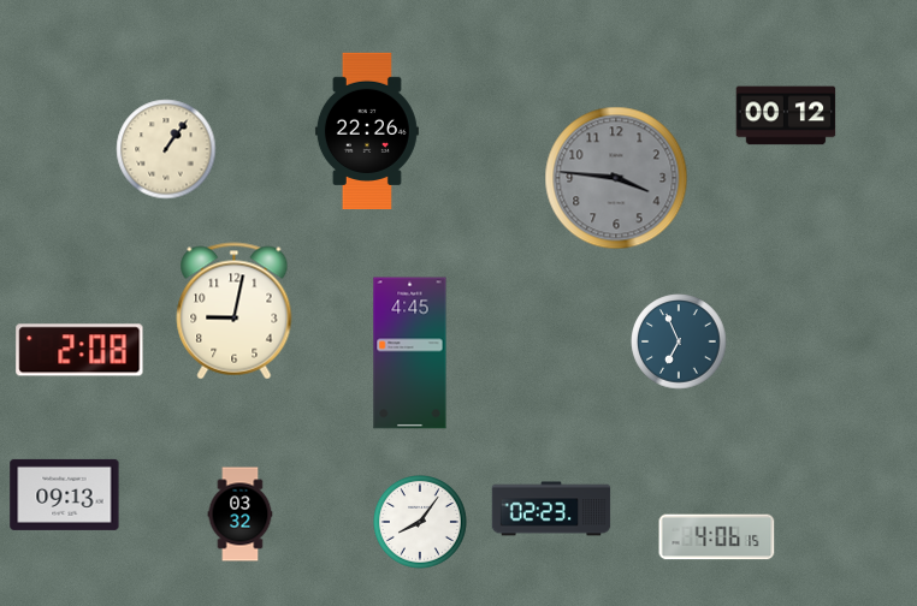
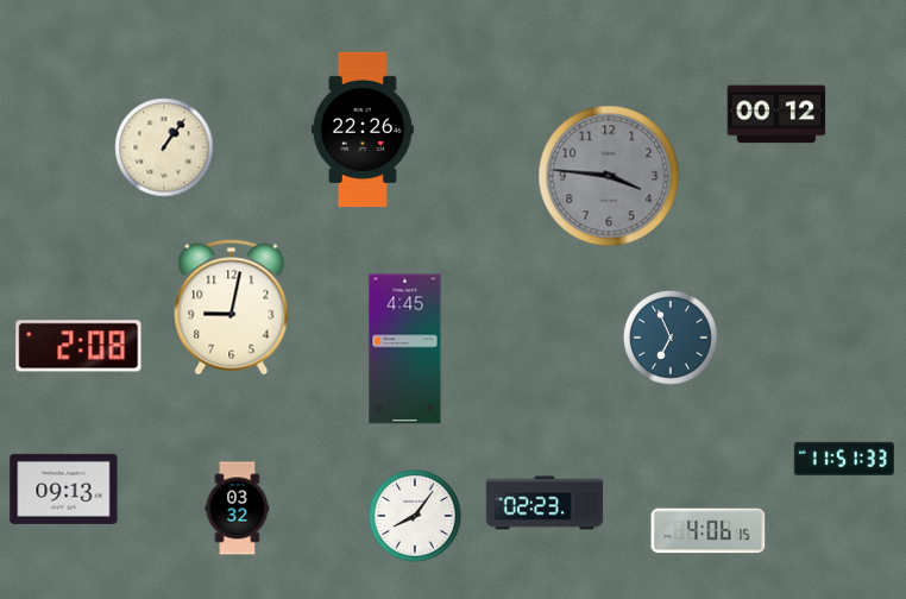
clock at (844, 459): none -> 11:51
